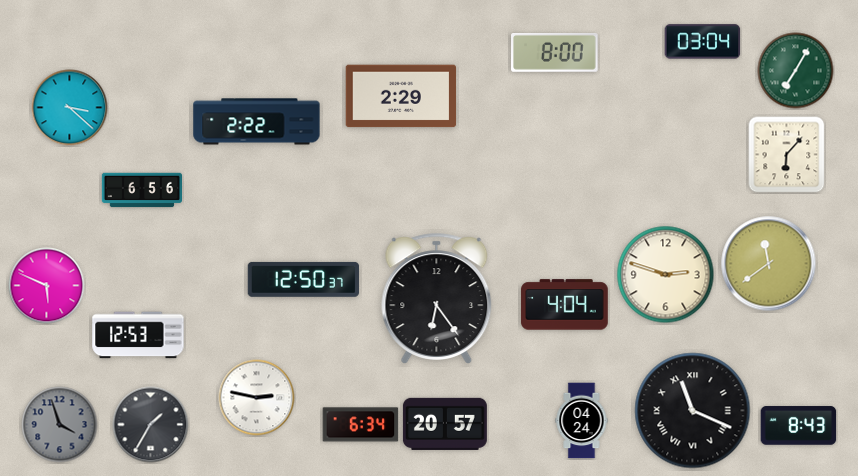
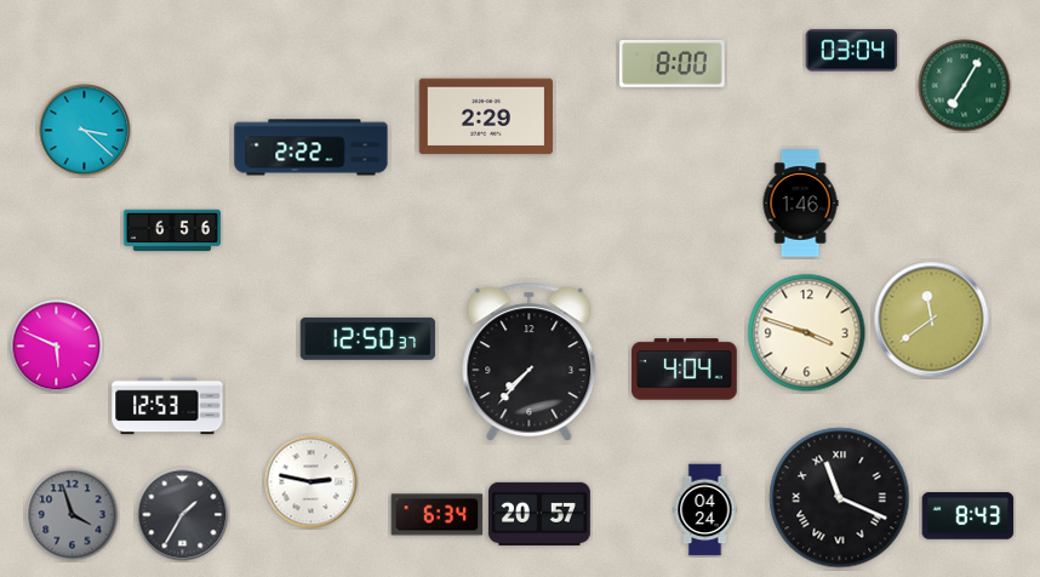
clock at (787, 155): 6:07 -> none
clock at (800, 204): none -> 1:46
clock at (666, 275): 2:48 -> 3:48
clock at (437, 299): 6:24 -> 7:37
